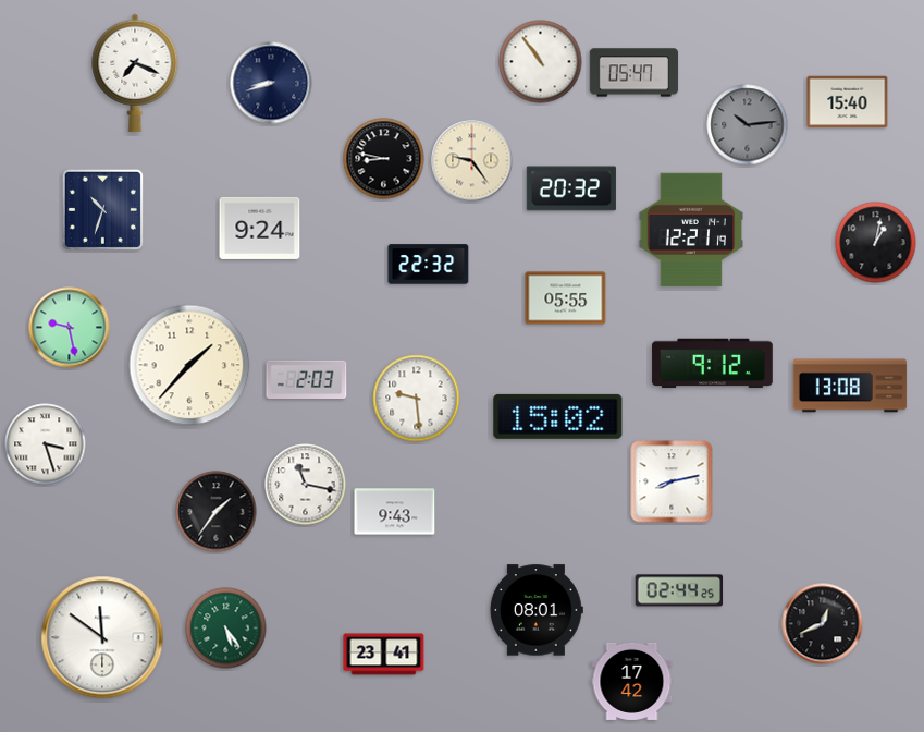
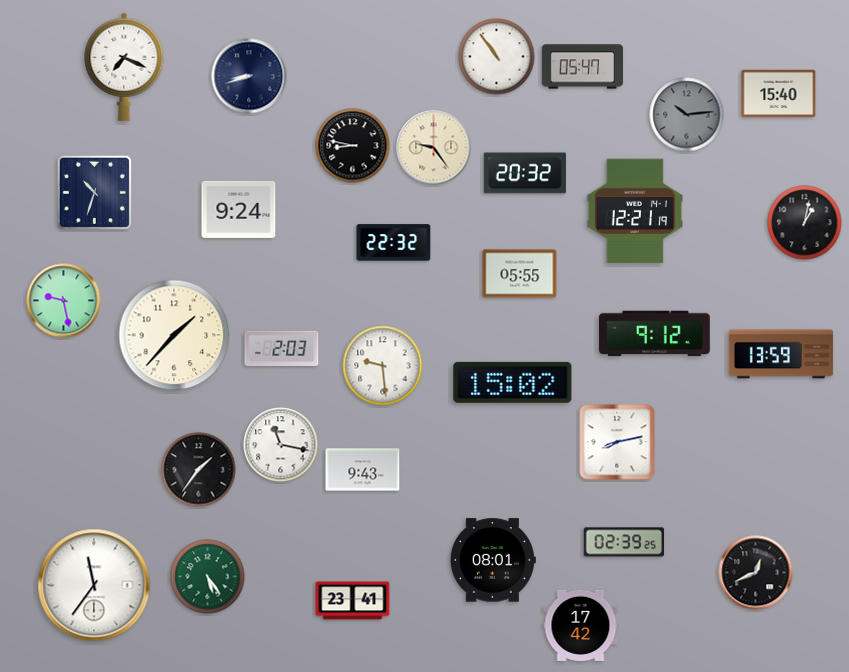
clock at (850, 386): 13:08 -> 13:59
clock at (46, 444): 3:27 -> none
clock at (679, 590): 02:44 -> 02:39
clock at (102, 637): 11:51 -> 11:36
